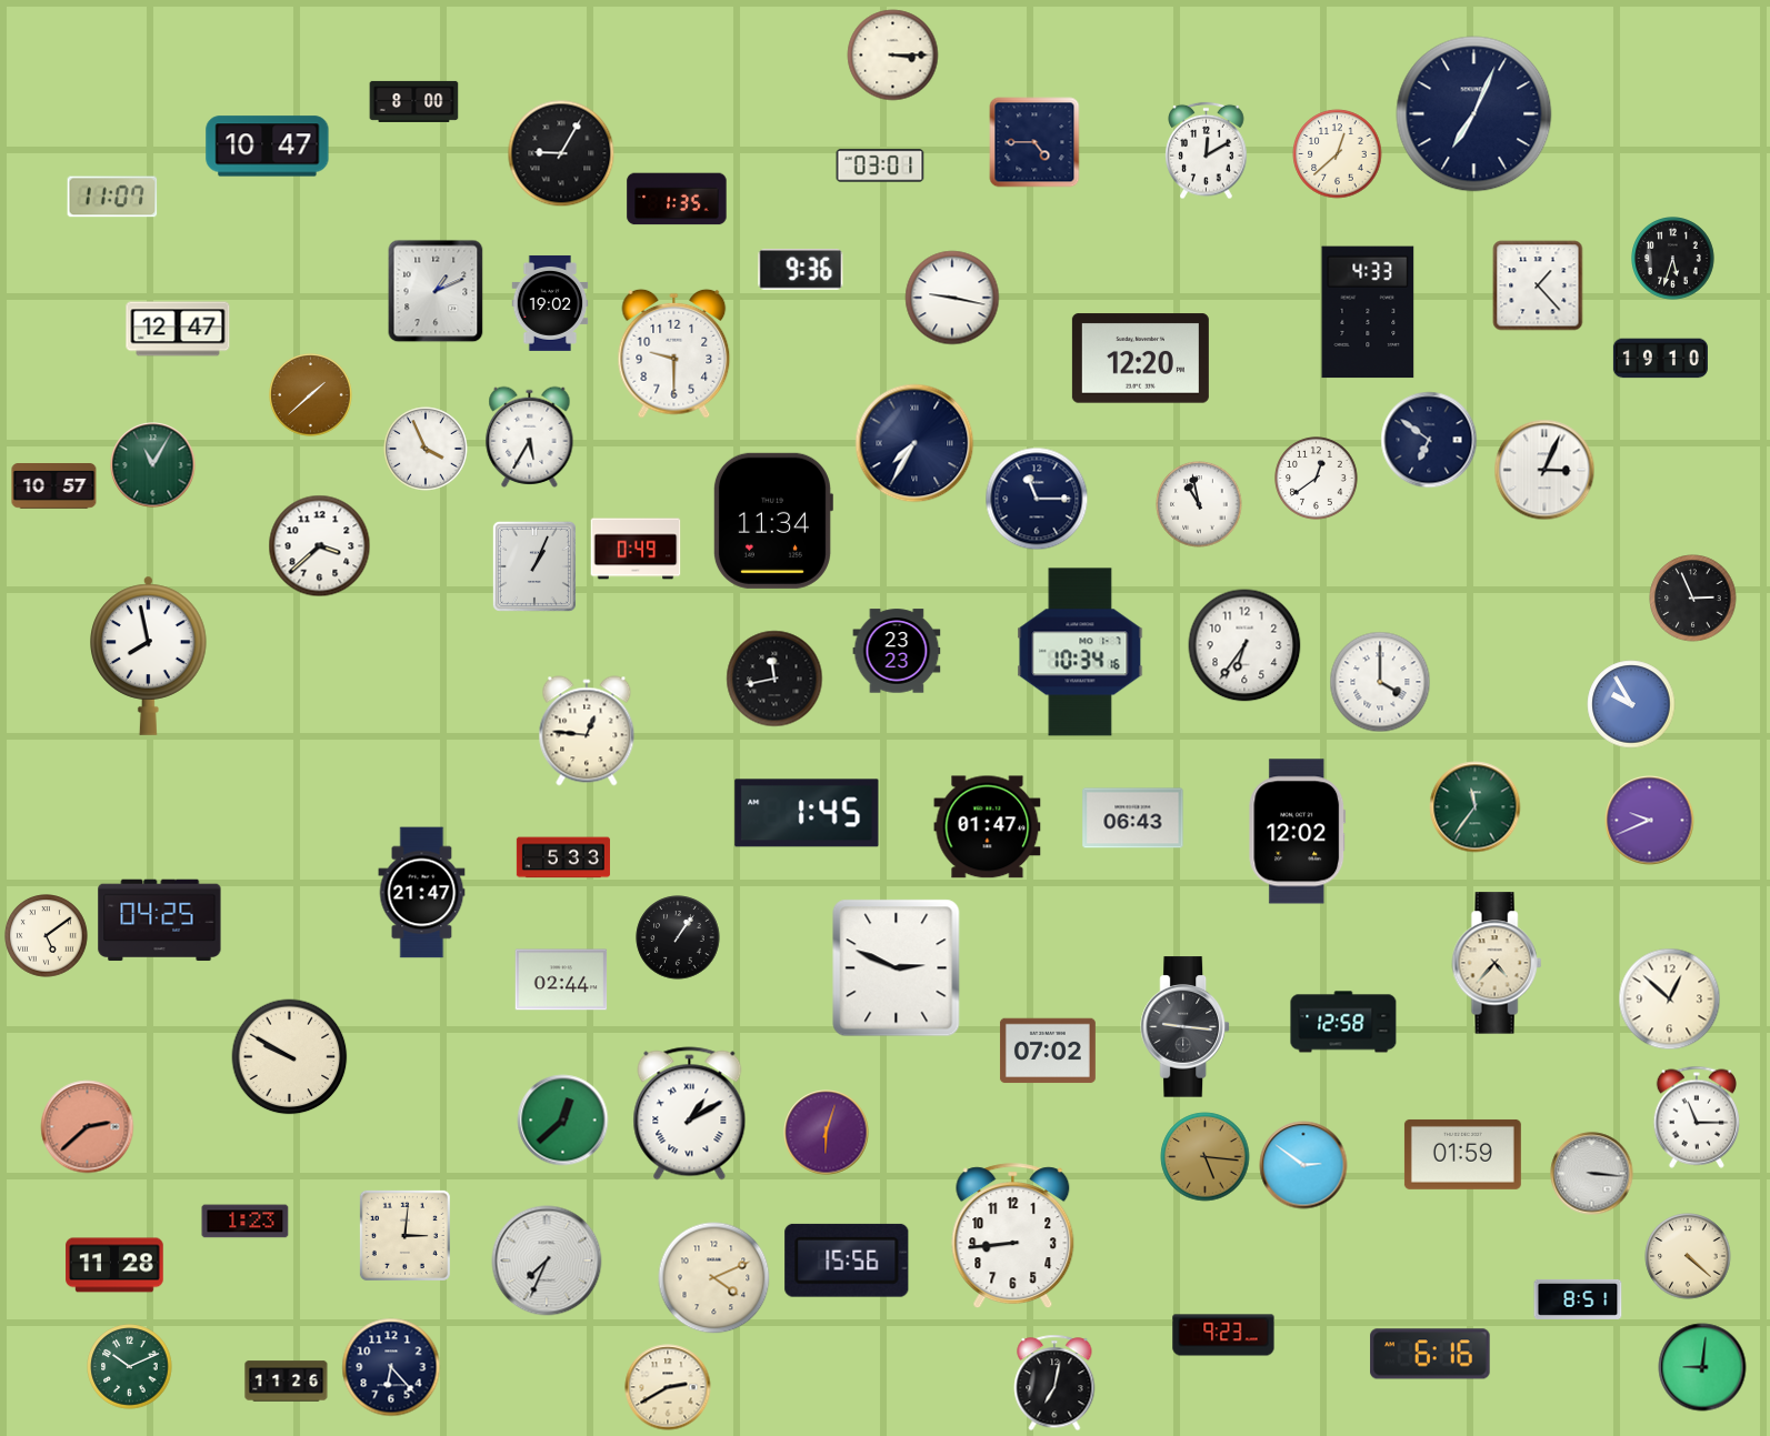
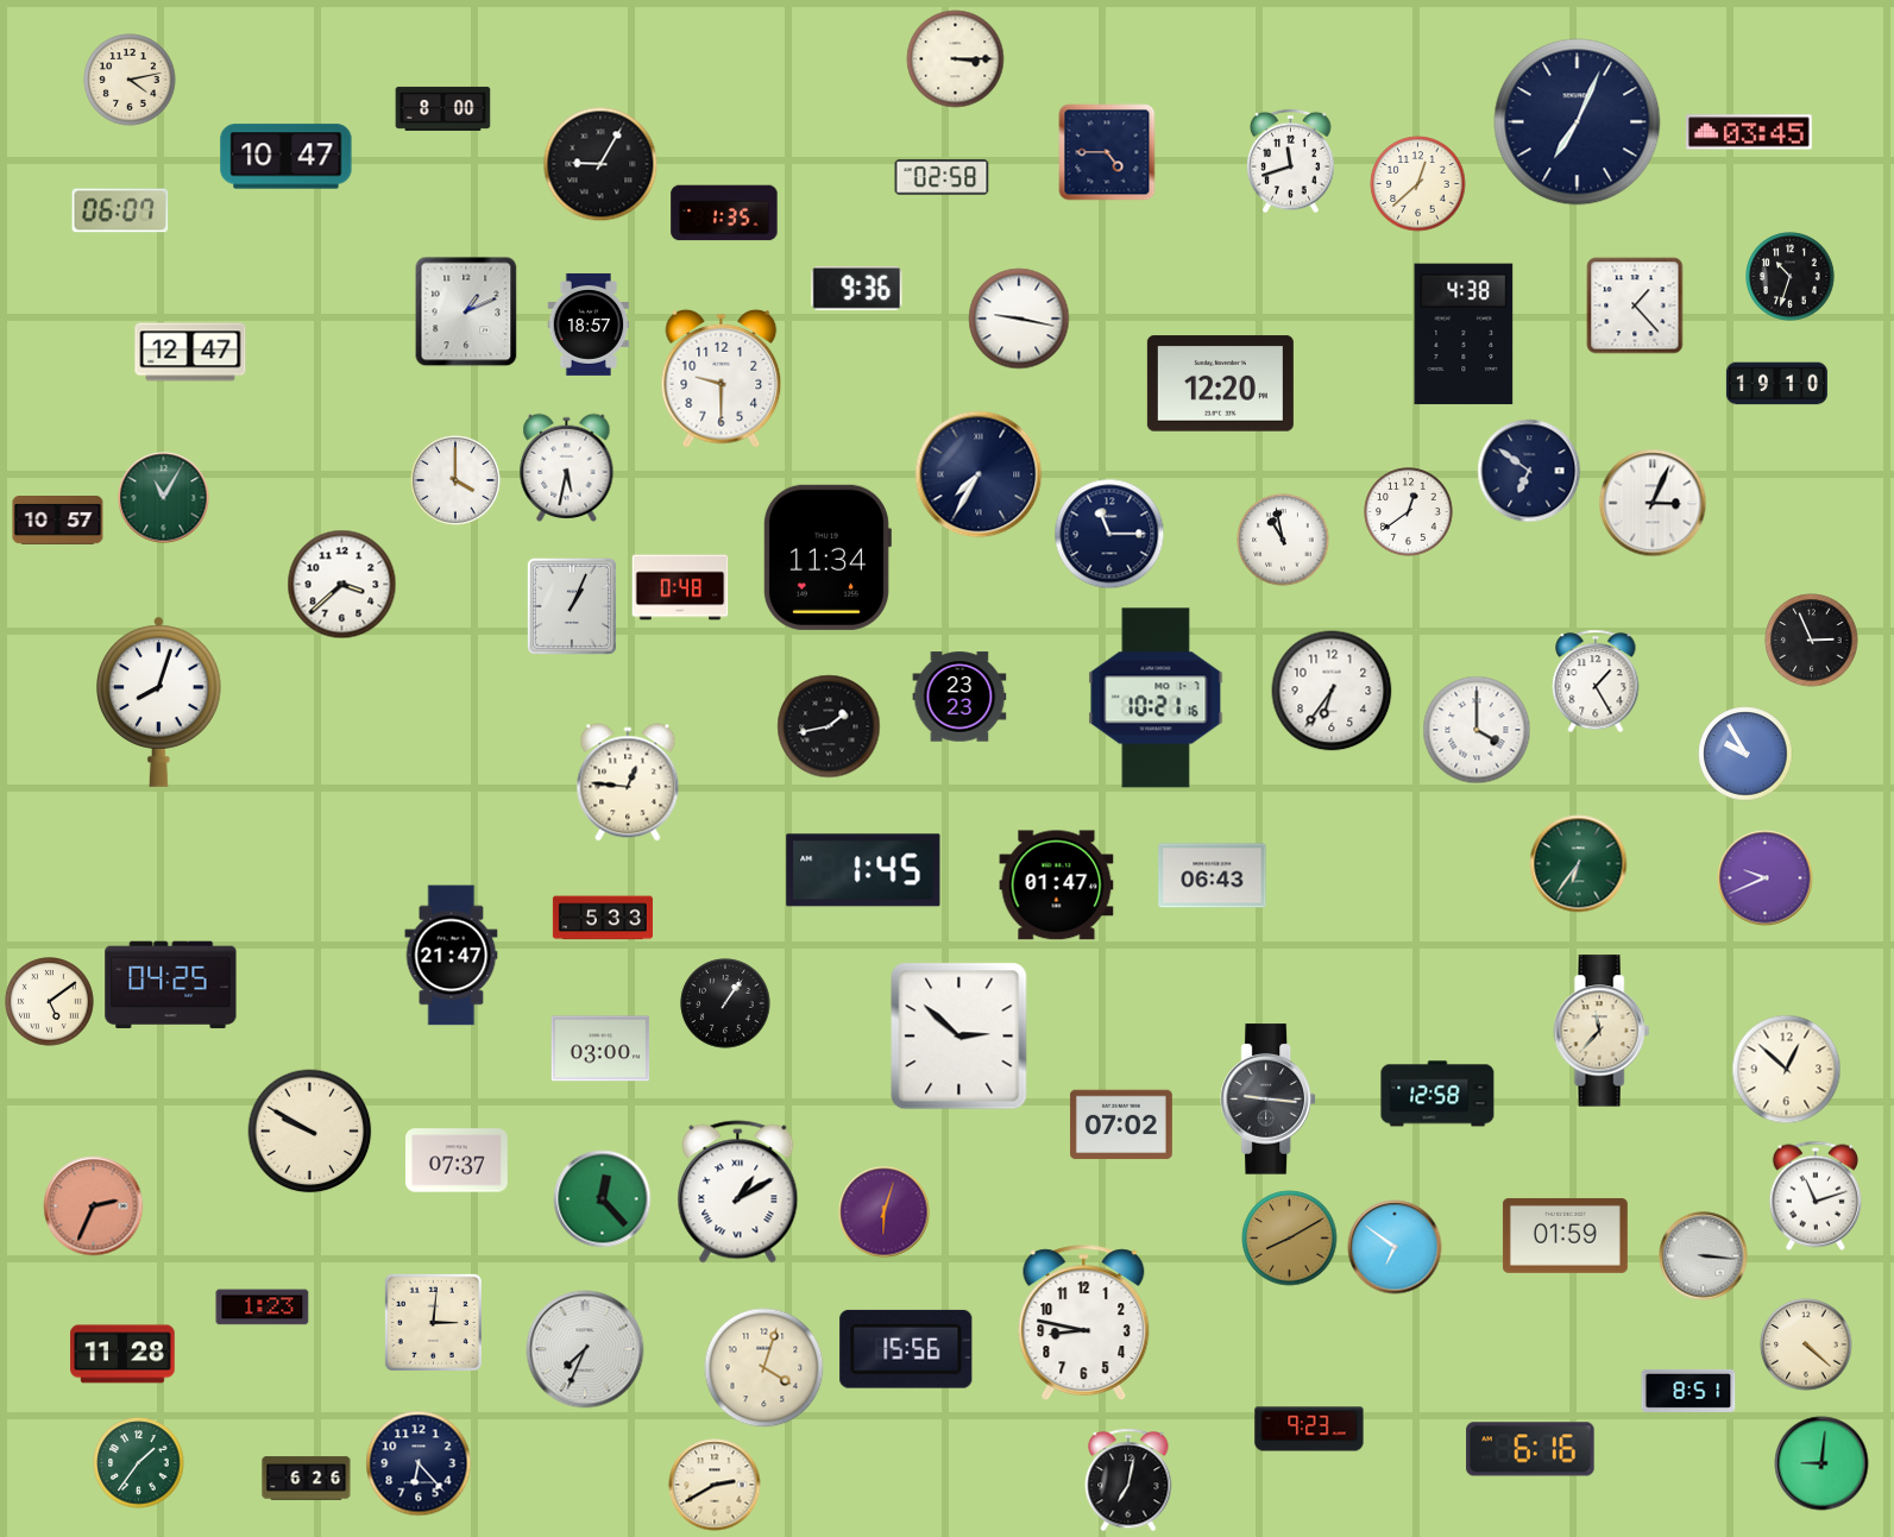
clock at (130, 80): none -> 4:13
clock at (1750, 132): none -> 03:45
clock at (1207, 151): 12:10 -> 11:42
clock at (1338, 154) position: (1338, 154) -> (1418, 184)
clock at (880, 165): 03:01 -> 02:58
clock at (112, 197): 11:07 -> 06:07
clock at (1673, 259): 5:33 -> 10:33
clock at (1538, 285) position: (1538, 285) -> (1635, 305)
clock at (550, 303): 19:02 -> 18:57
clock at (1368, 312): 4:33 -> 4:38
clock at (311, 395): 1:38 -> none
clock at (530, 436): 5:35 -> 5:32
clock at (426, 449): 3:56 -> 4:00
clock at (636, 549): 0:49 -> 0:48
clock at (1596, 681): none -> 1:25
clock at (1080, 652): 10:34 -> 10:21
clock at (149, 655): 7:58 -> 8:03
clock at (774, 679): 11:43 -> 1:43
clock at (1476, 807): 11:36 -> 6:36
clock at (1298, 832): 12:02 -> none
clock at (1497, 963): 4:37 -> 11:37
clock at (897, 968): 2:49 -> 2:52
clock at (561, 980): 02:44 -> 03:00
clock at (457, 1160): none -> 07:37
clock at (1696, 1117): 11:15 -> 11:12
clock at (563, 1121): 12:38 -> 12:23
clock at (88, 1127): 2:38 -> 2:34
clock at (1206, 1157): 5:16 -> 8:10
clock at (1303, 1165): 2:51 -> 6:51
clock at (1013, 1236): 8:44 -> 8:47
clock at (714, 1278): 4:11 -> 4:03
clock at (130, 1367): 10:11 -> 1:36
clock at (287, 1382): 11:26 -> 6:26
